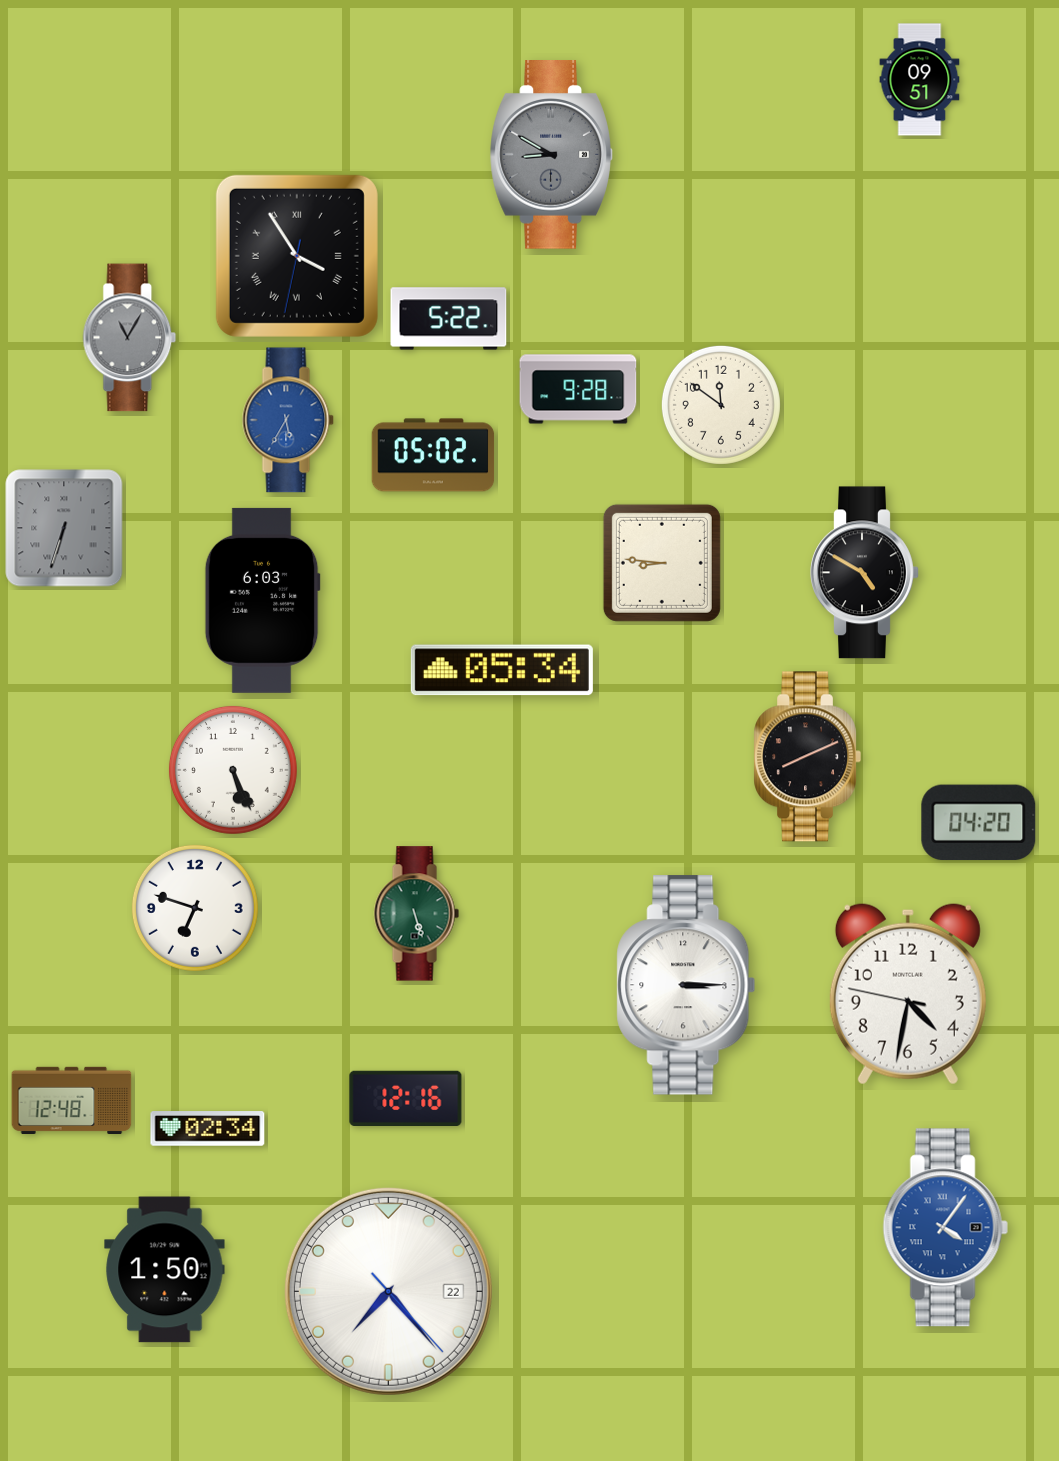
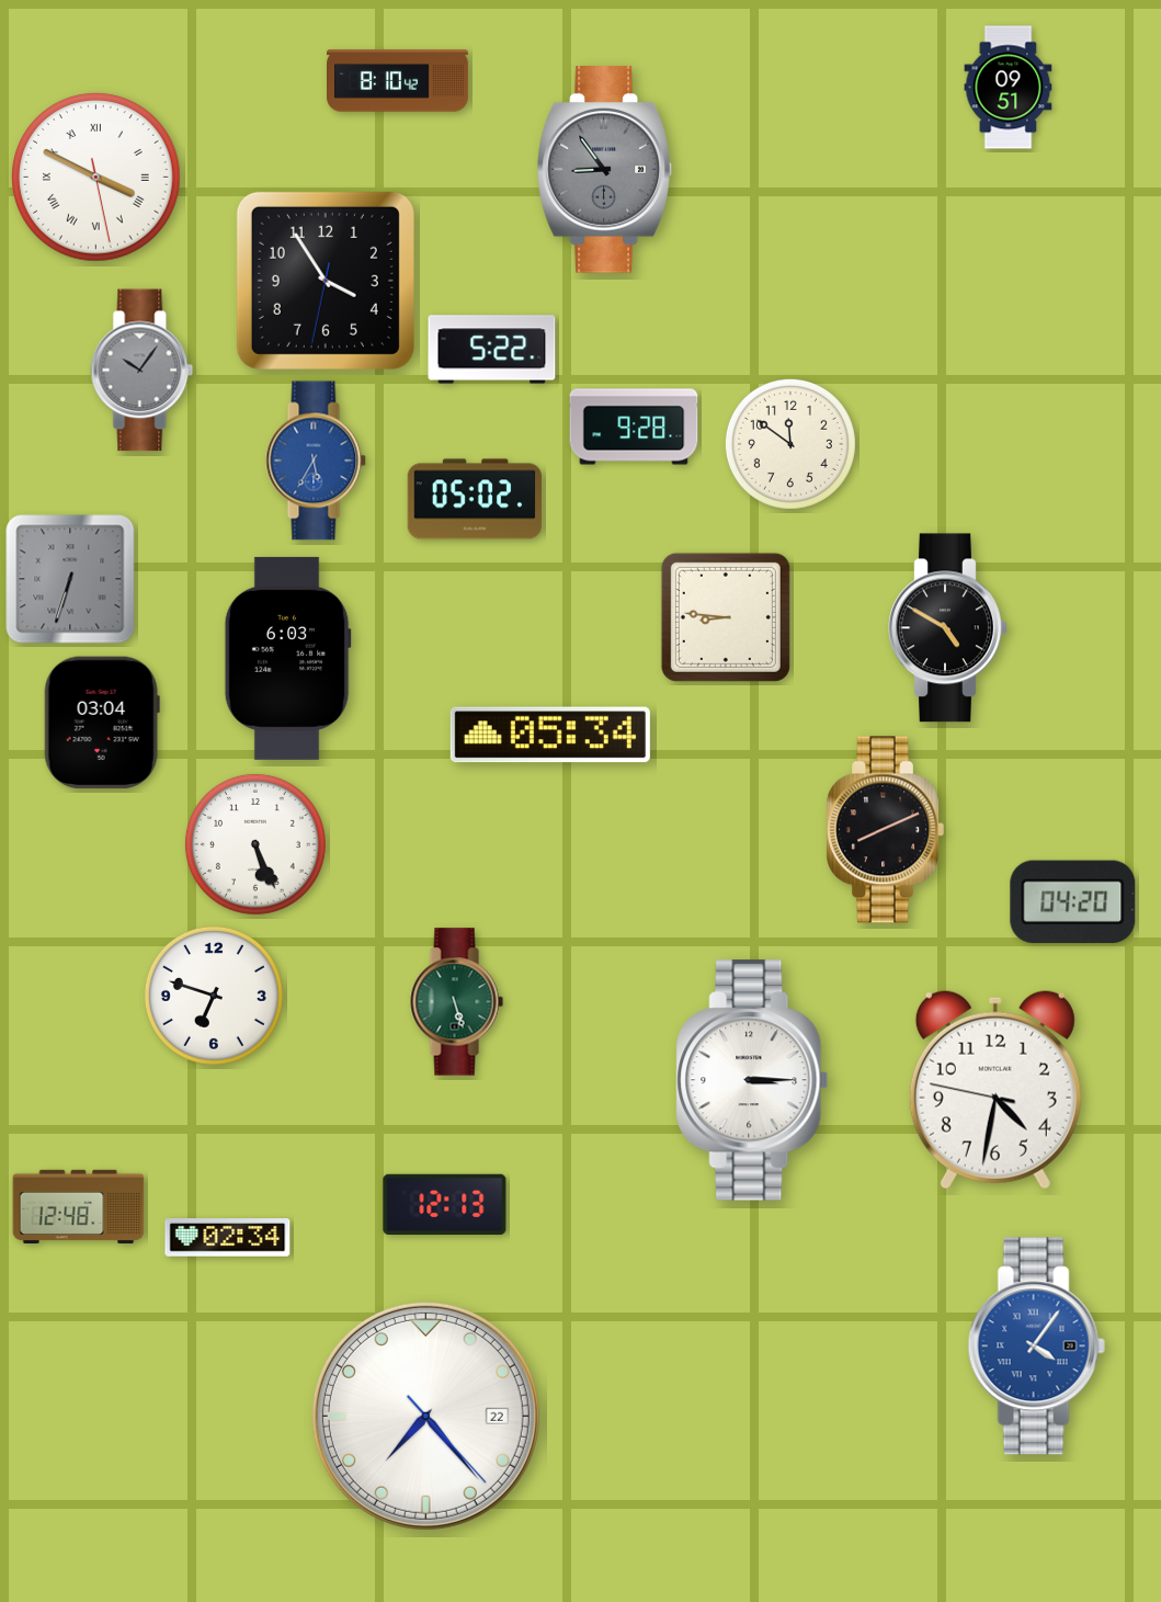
clock at (398, 81): none -> 8:10
clock at (551, 155): 8:50 -> 8:54
clock at (96, 178): none -> 3:49
clock at (297, 256) numerals: Roman -> Arabic
clock at (130, 338): 11:05 -> 10:06
clock at (102, 723): none -> 03:04
clock at (406, 1098): 12:16 -> 12:13
clock at (165, 1270): 1:50 -> none
